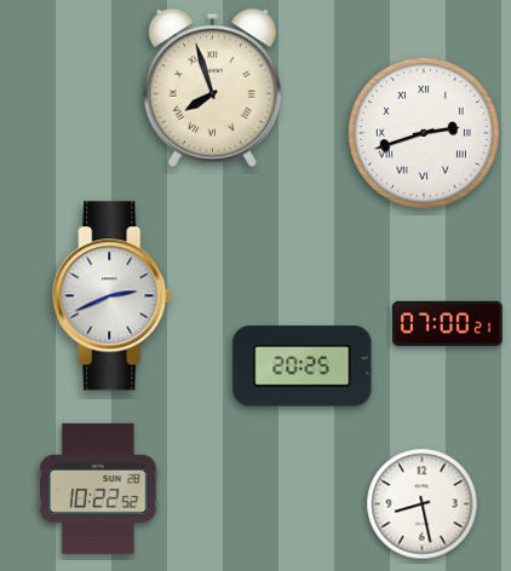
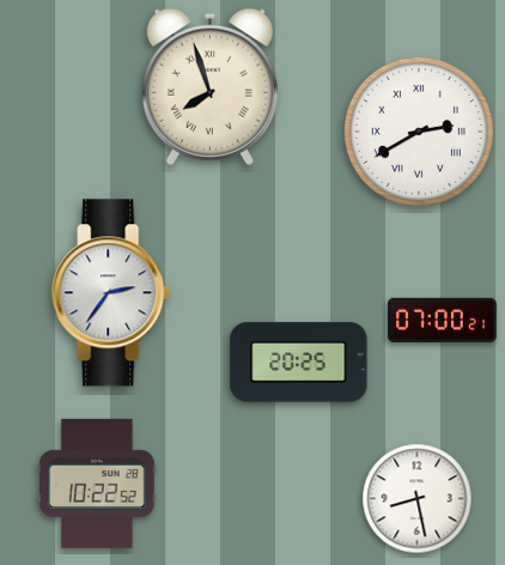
clock at (424, 133): 2:42 -> 2:40
clock at (113, 296): 2:41 -> 2:36
